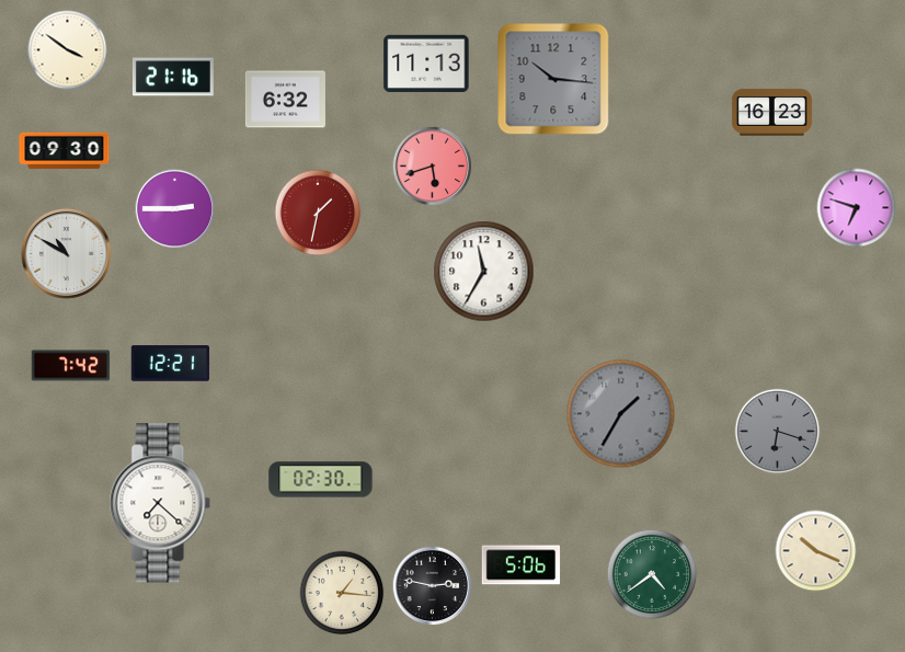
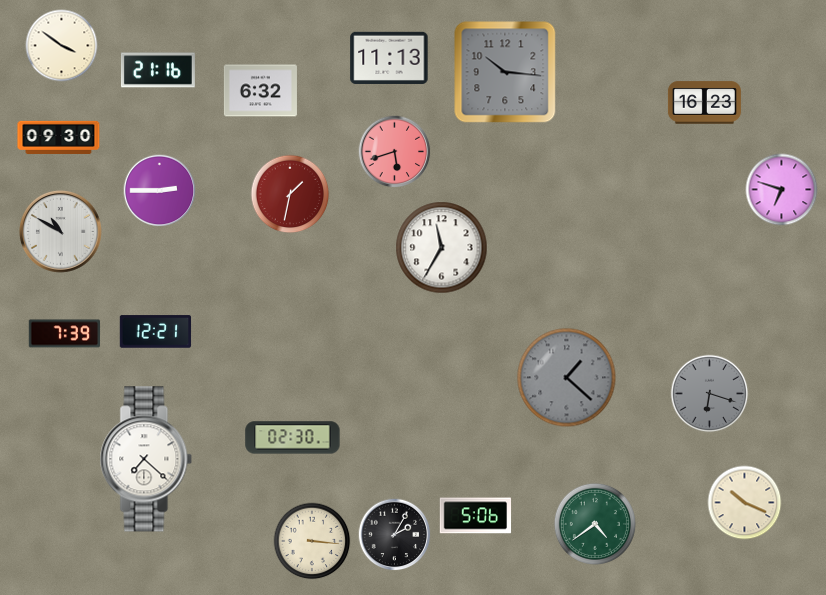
clock at (71, 366): 7:42 -> 7:39
clock at (621, 414): 1:35 -> 1:22
clock at (433, 586): 2:47 -> 2:05
clock at (342, 593): 1:16 -> 3:16
